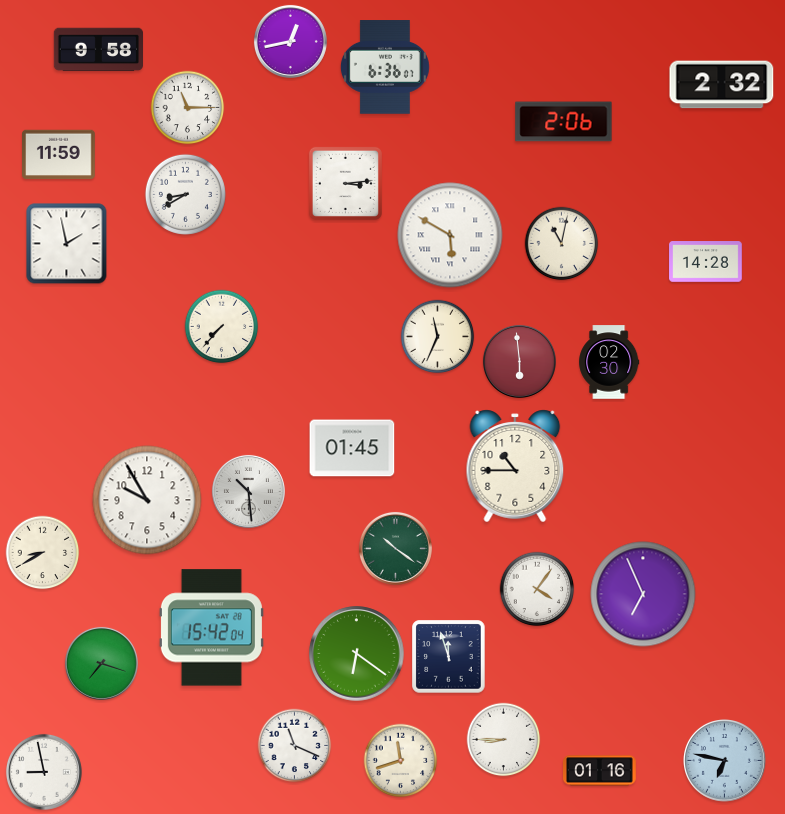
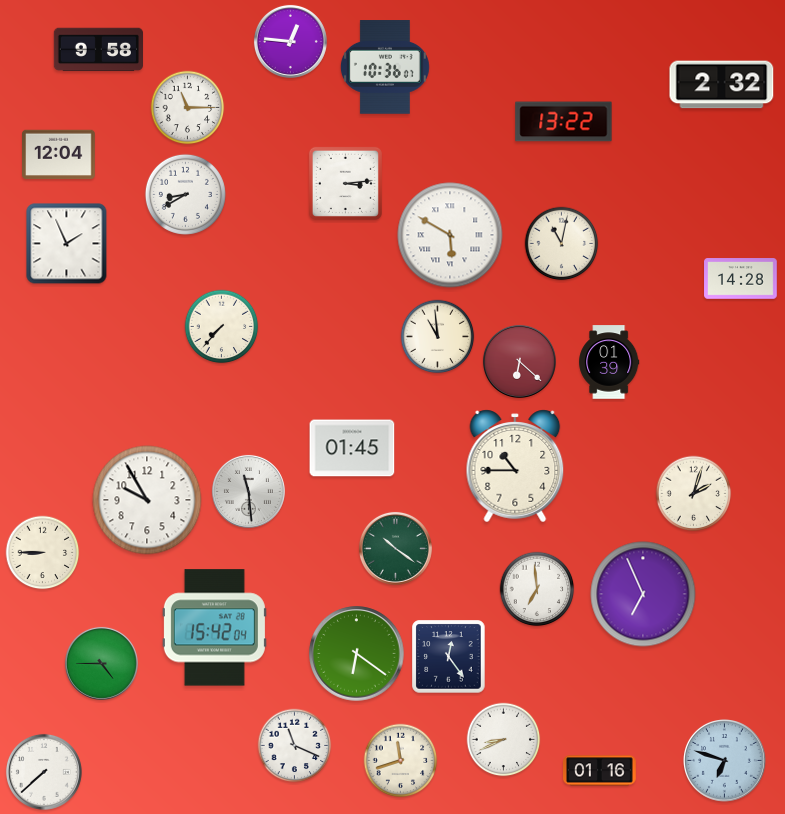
clock at (290, 41): 12:43 -> 12:46
clock at (385, 67): 6:36 -> 10:36
clock at (564, 122): 2:06 -> 13:22
clock at (59, 155): 11:59 -> 12:04
clock at (67, 244): 1:58 -> 1:56
clock at (706, 262) position: (706, 262) -> (741, 279)
clock at (438, 337): 11:34 -> 10:59
clock at (519, 361): 5:59 -> 6:22
clock at (609, 362): 02:30 -> 01:39
clock at (248, 491): 10:29 -> 11:29
clock at (694, 494): none -> 2:03
clock at (43, 553): 8:40 -> 8:45
clock at (537, 589): 4:06 -> 6:59
clock at (211, 628) position: (211, 628) -> (214, 628)
clock at (449, 657): 11:57 -> 12:24
clock at (101, 663): 7:18 -> 4:45
clock at (504, 740): 8:45 -> 8:41
clock at (725, 761): 6:47 -> 6:48
clock at (44, 772): 8:58 -> 7:38
